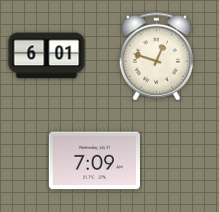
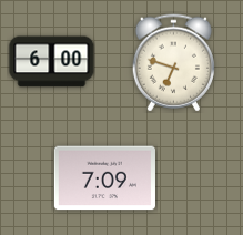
clock at (47, 56): 6:01 -> 6:00
clock at (156, 57): 12:48 -> 6:48
